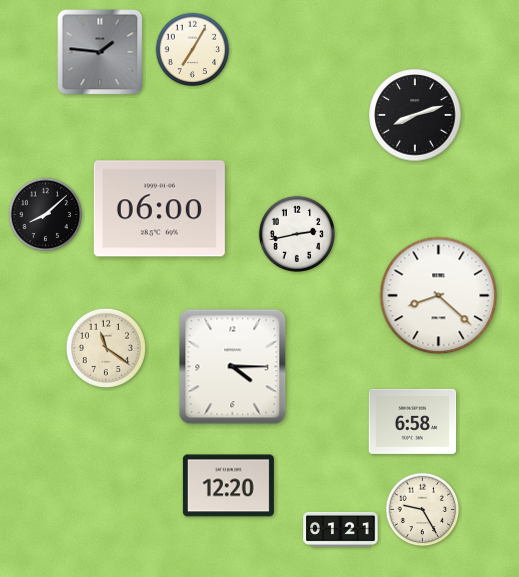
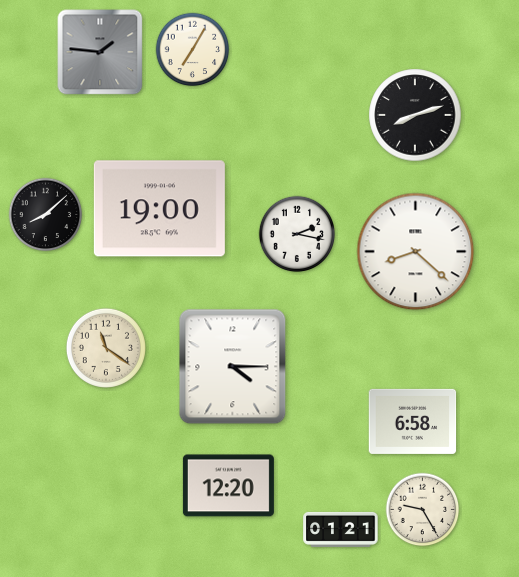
clock at (159, 209): 06:00 -> 19:00
clock at (297, 234): 2:43 -> 2:17
clock at (439, 296) position: (439, 296) -> (416, 252)
